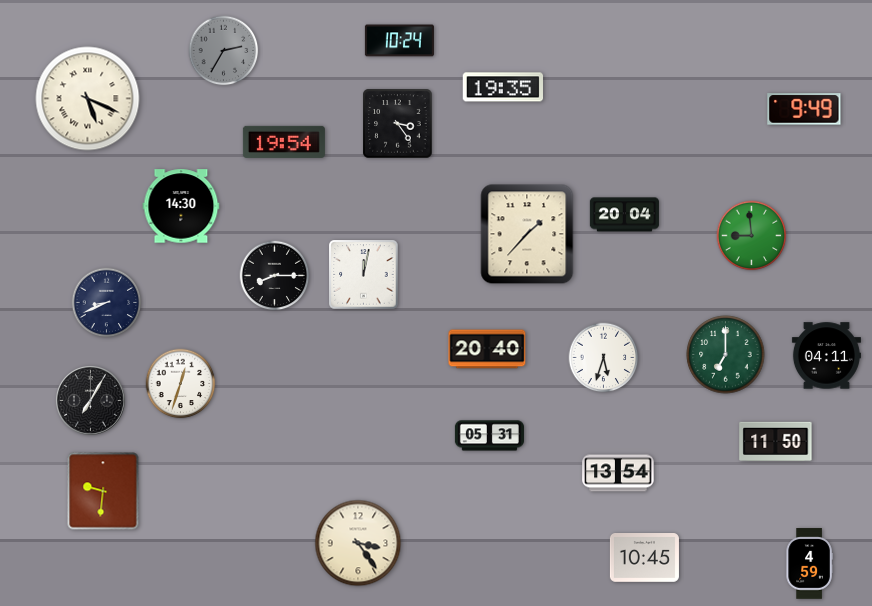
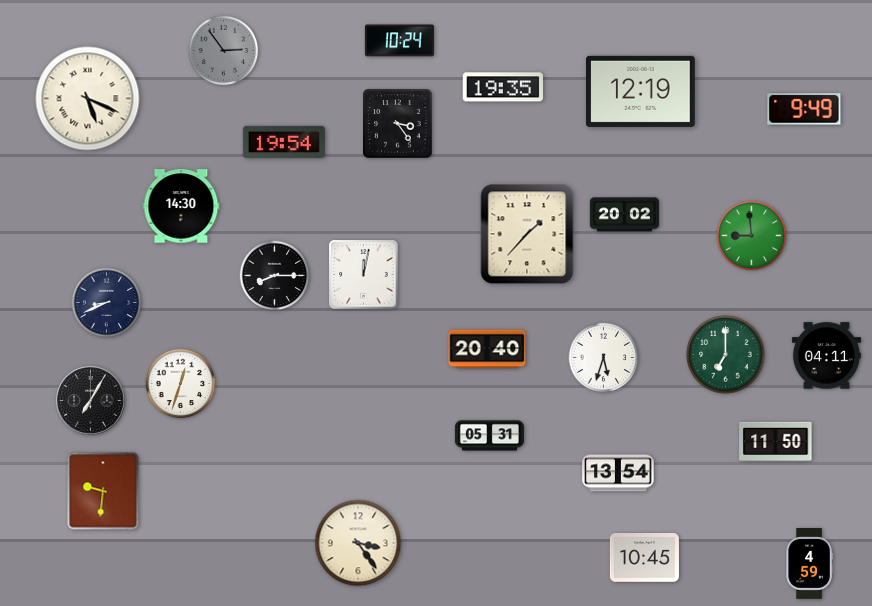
clock at (224, 51): 2:35 -> 2:54
clock at (641, 91): none -> 12:19
clock at (624, 215): 20:04 -> 20:02
